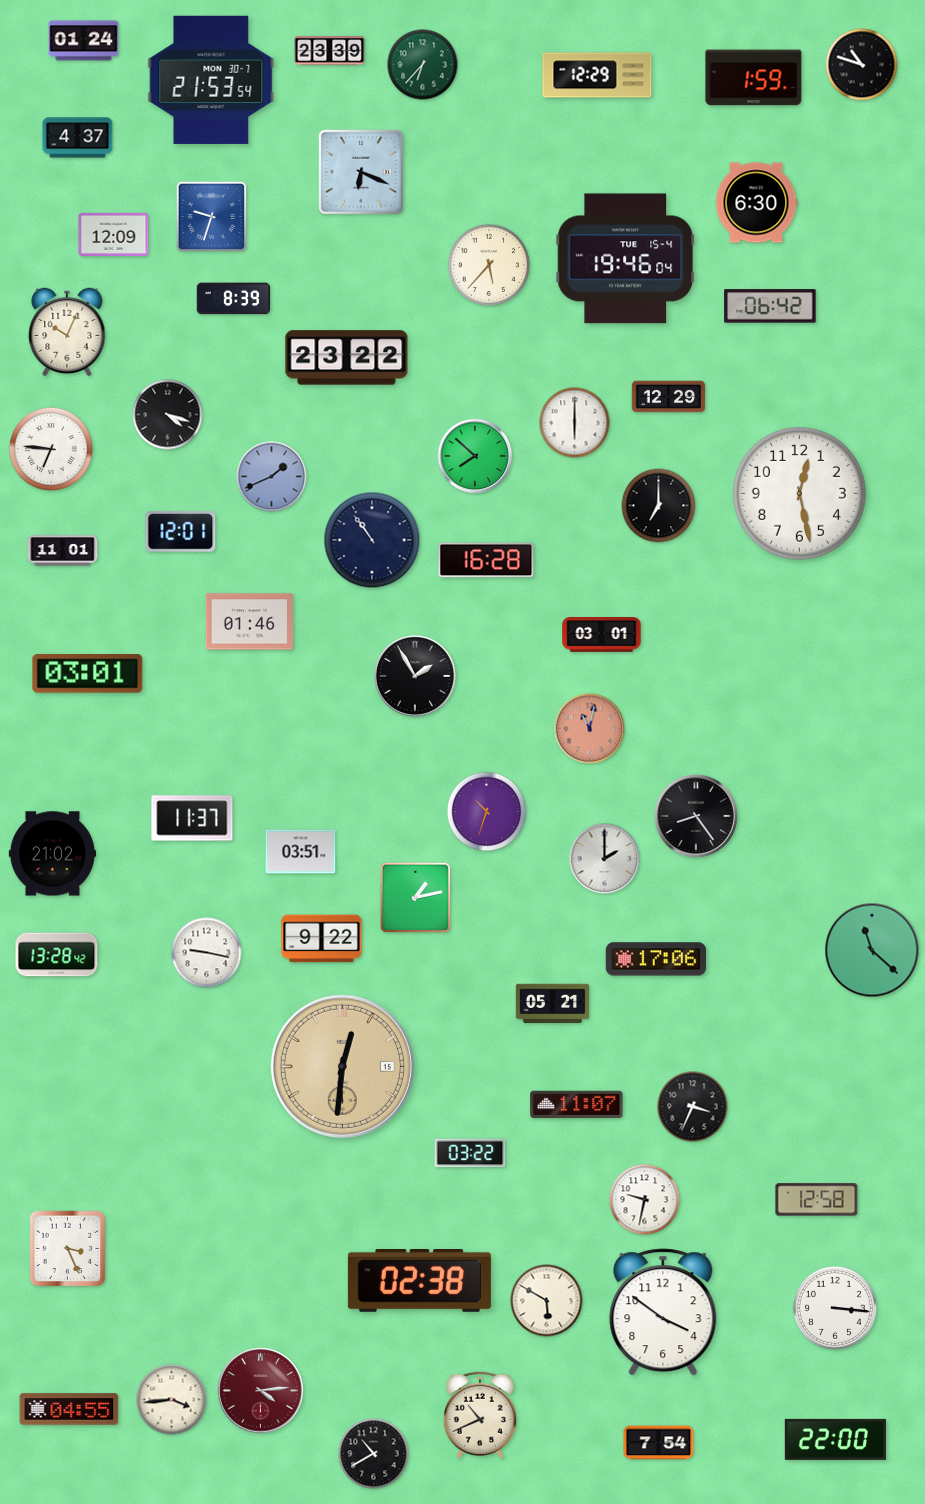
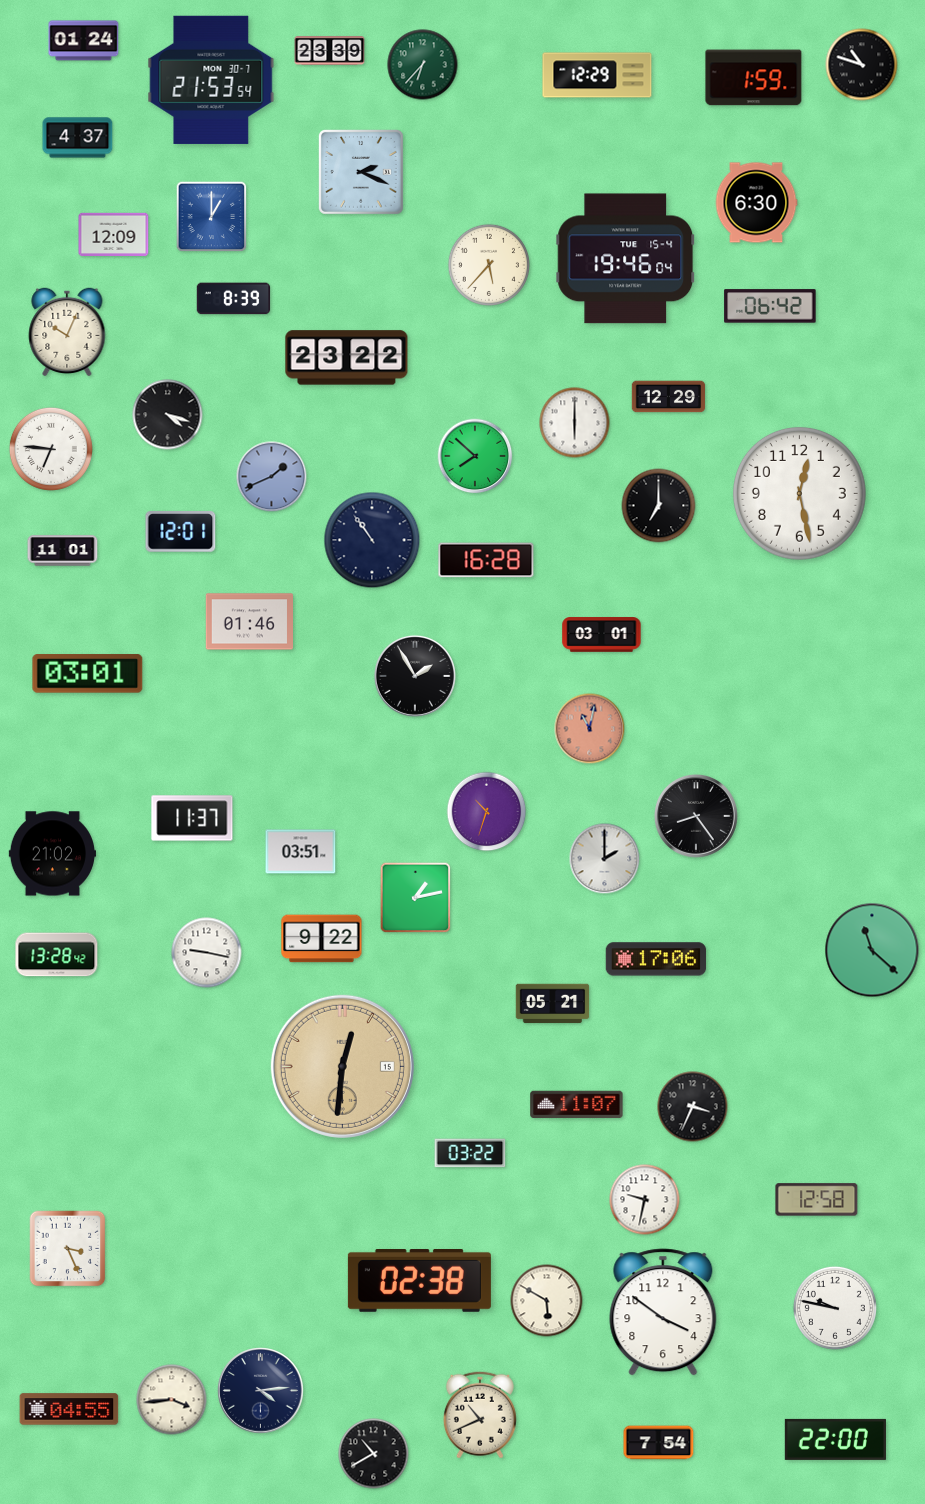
clock at (361, 172): 6:19 -> 2:19
clock at (212, 217): 9:33 -> 1:00
clock at (835, 1308): 3:16 -> 9:47
clock at (261, 1391) dial: burgundy -> navy
